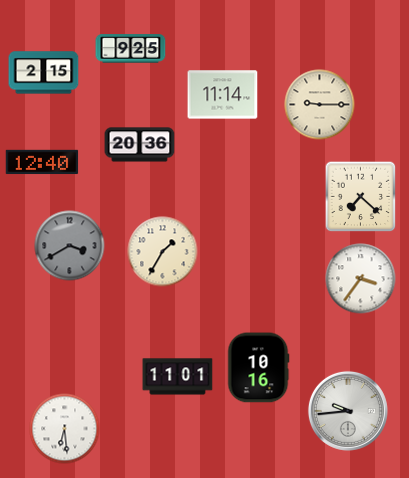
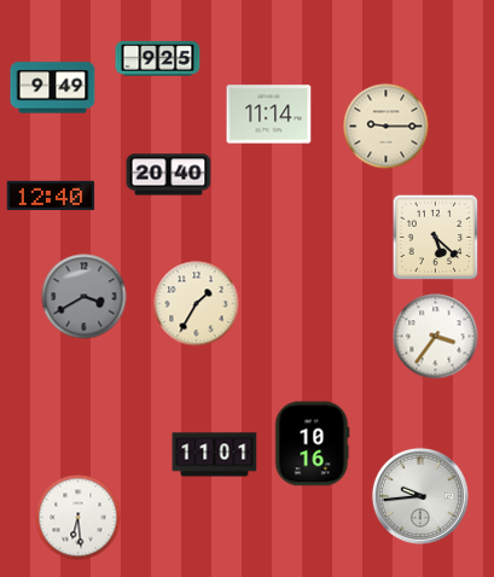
clock at (44, 73): 2:15 -> 9:49
clock at (140, 145): 20:36 -> 20:40
clock at (361, 197): 7:22 -> 5:22
